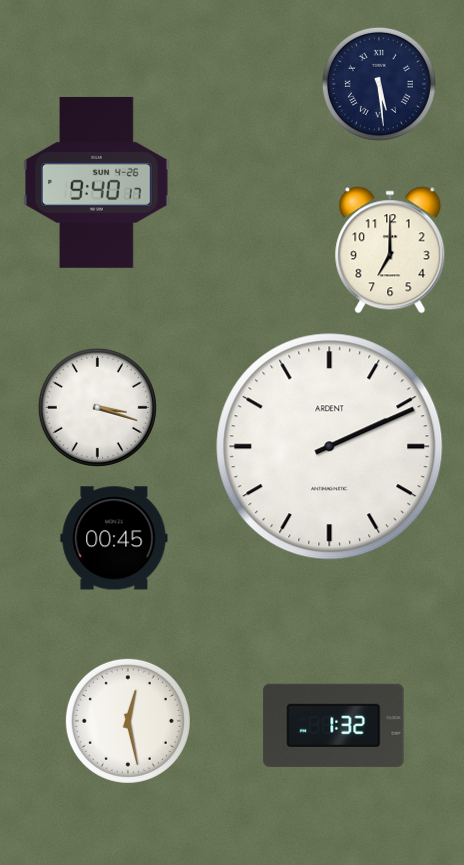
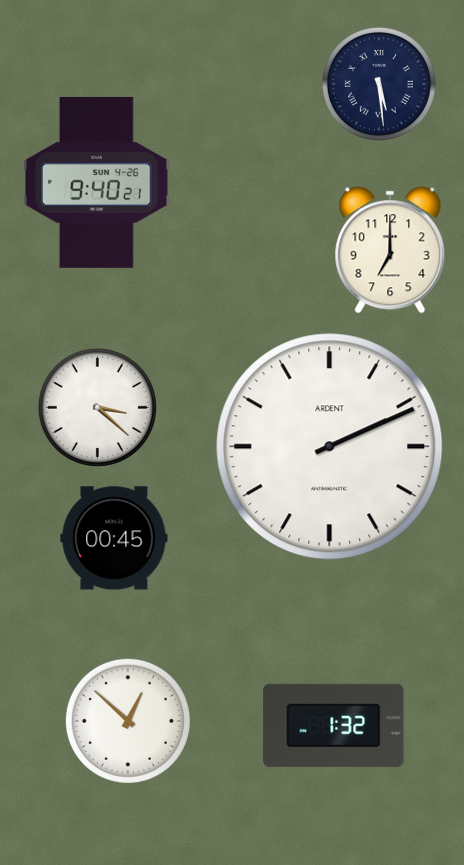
clock at (97, 182): 9:40:17 -> 9:40:21
clock at (97, 407): 3:18 -> 3:22
clock at (128, 721): 12:28 -> 12:52
